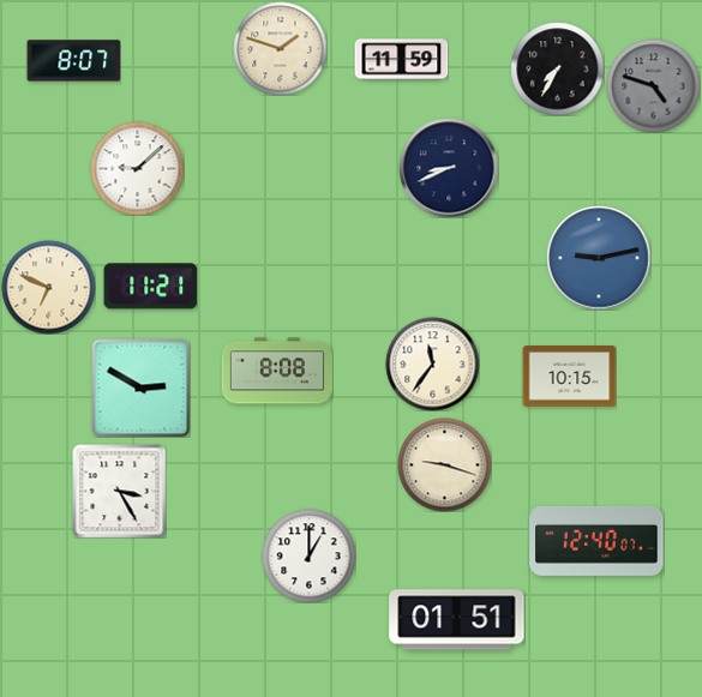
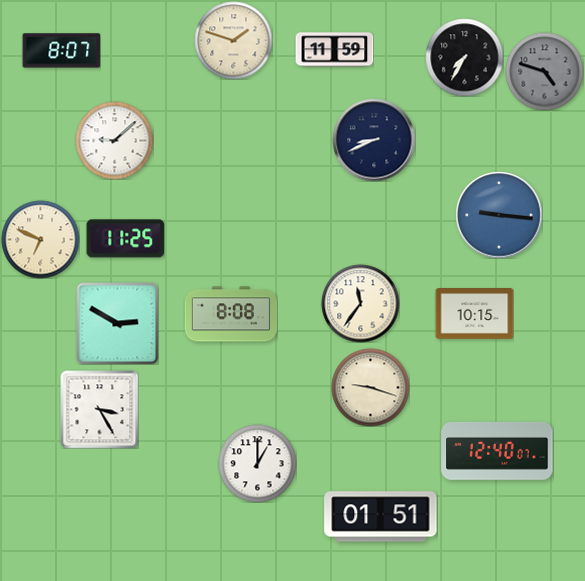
clock at (599, 258): 9:13 -> 9:16
clock at (150, 287): 11:21 -> 11:25
clock at (277, 371) position: (277, 371) -> (231, 314)
